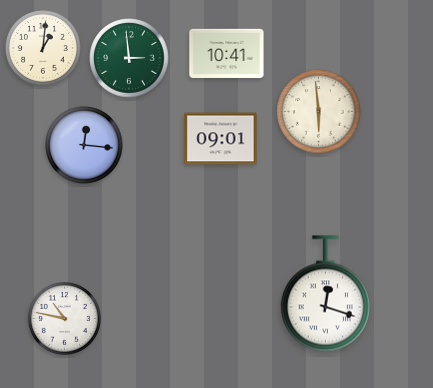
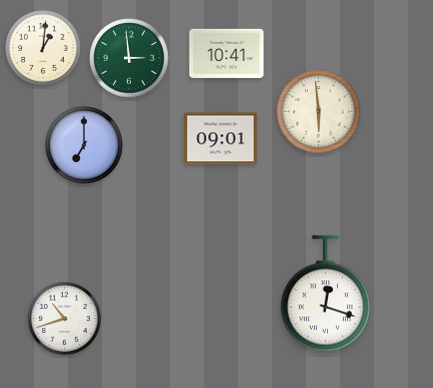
clock at (84, 145): 12:16 -> 7:00
clock at (64, 318): 10:47 -> 10:42
